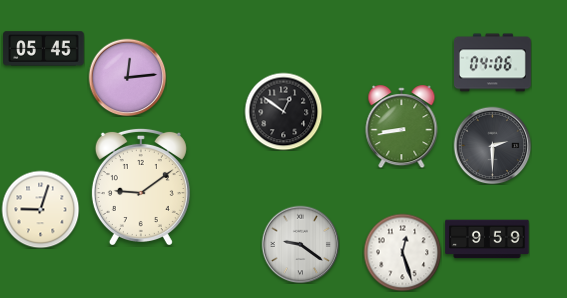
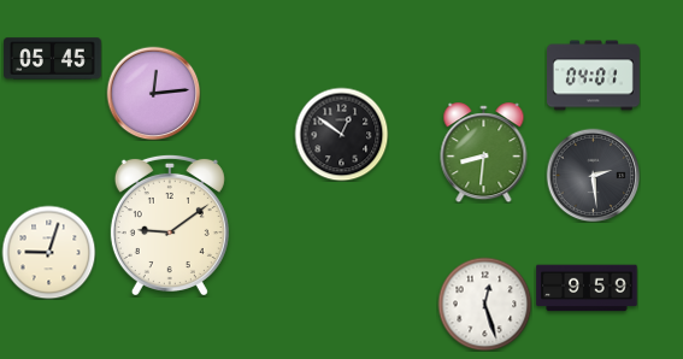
clock at (493, 63): 04:06 -> 04:01
clock at (402, 127): 8:43 -> 8:31
clock at (492, 145): 2:30 -> 2:29
clock at (300, 244): 9:21 -> none
